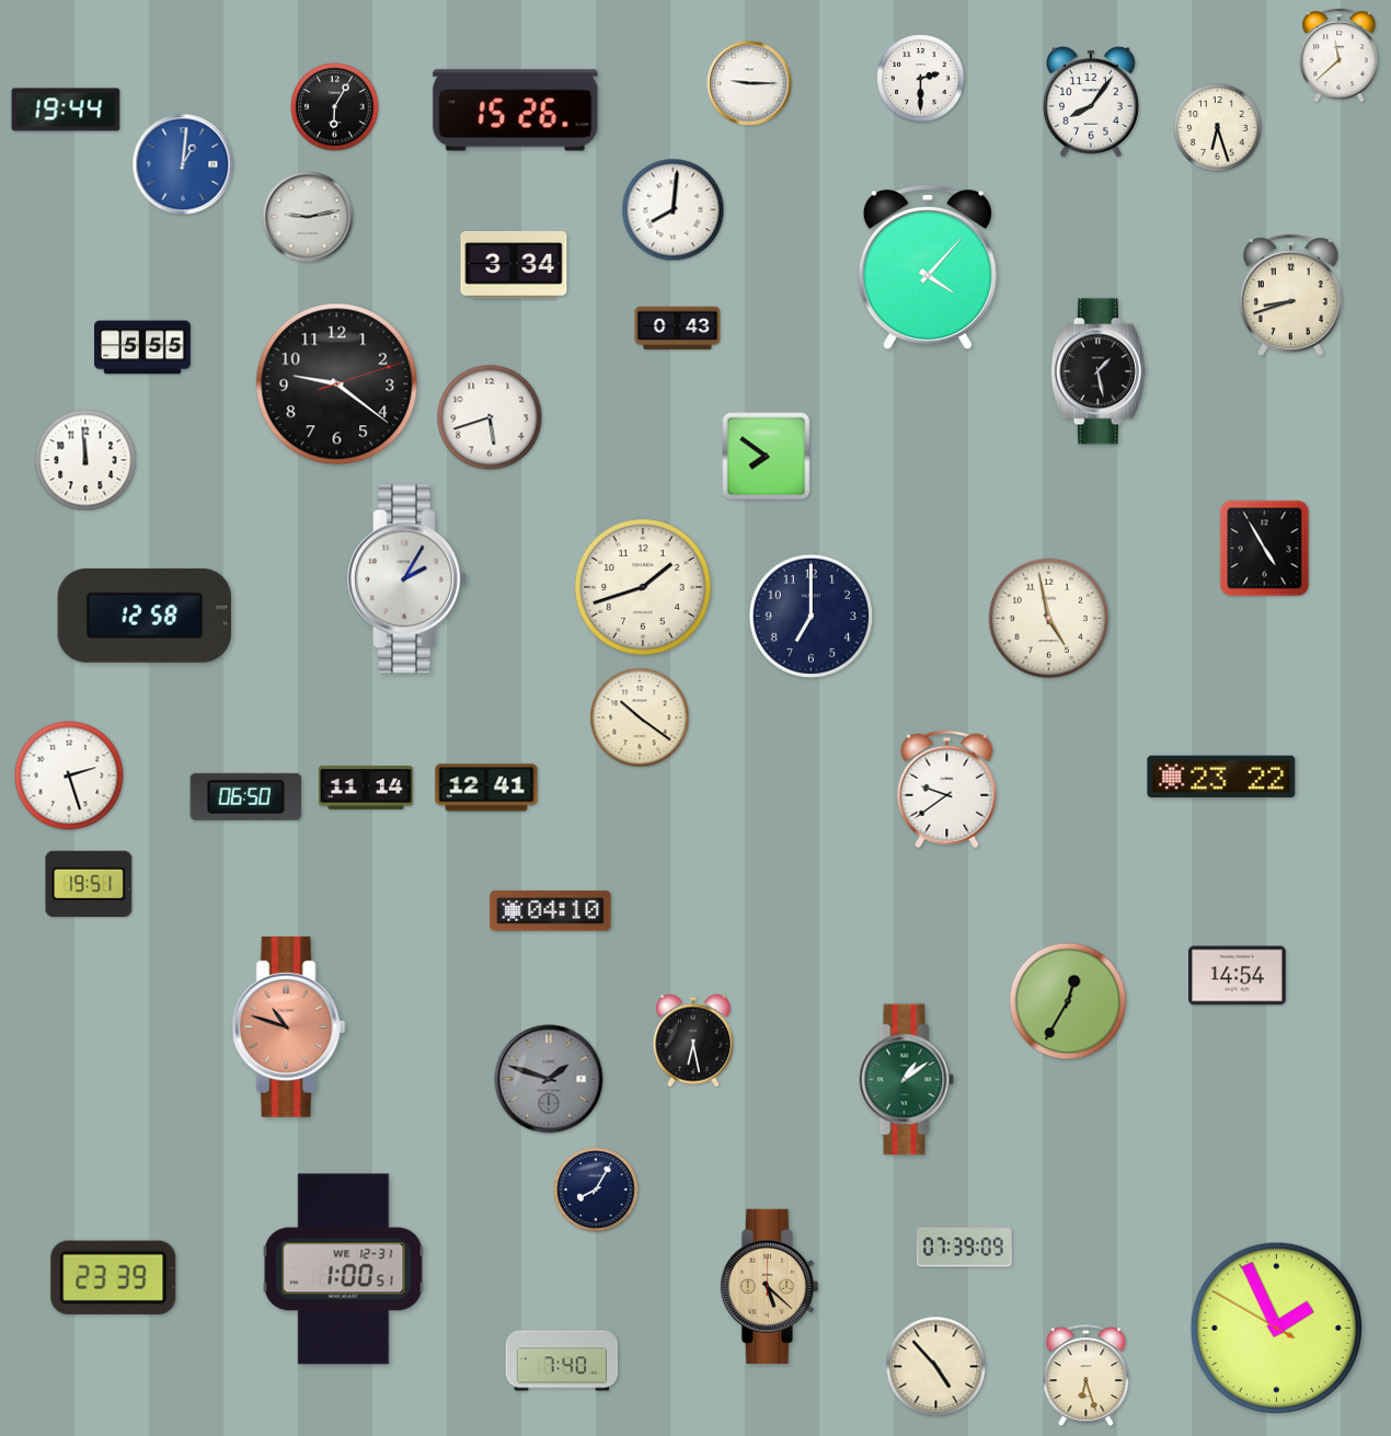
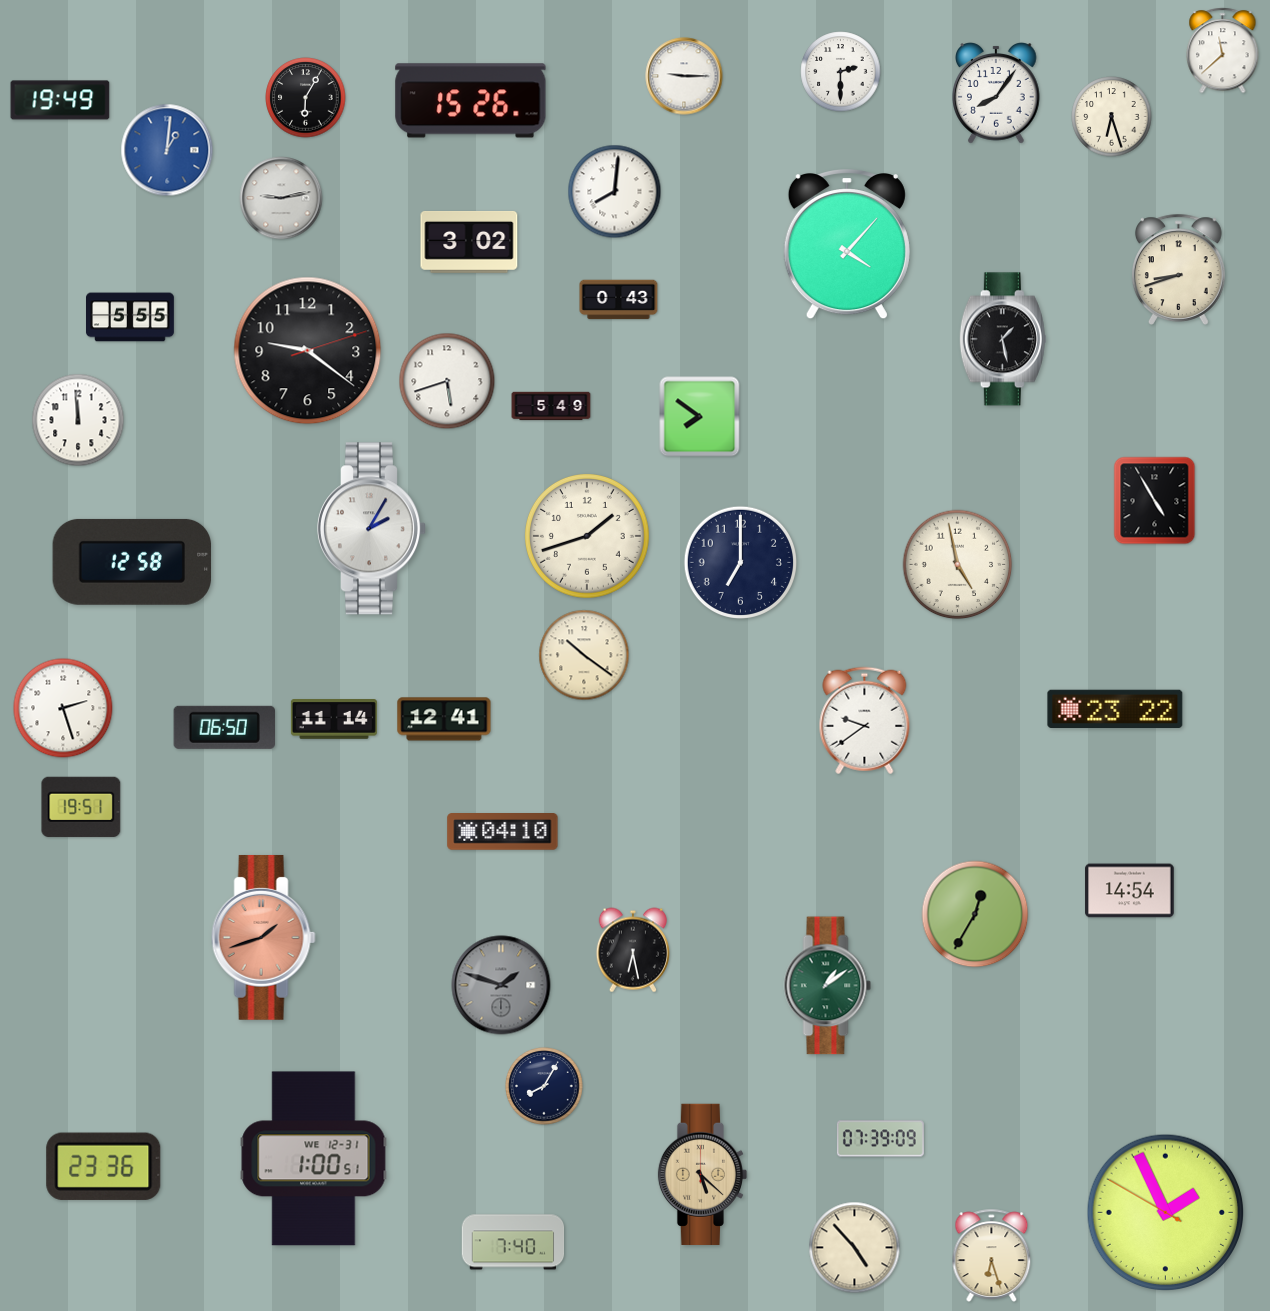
clock at (66, 110): 19:44 -> 19:49
clock at (514, 265): 3:34 -> 3:02
clock at (551, 406): none -> 5:49
clock at (288, 1026): 10:48 -> 1:42
clock at (114, 1277): 23:39 -> 23:36
